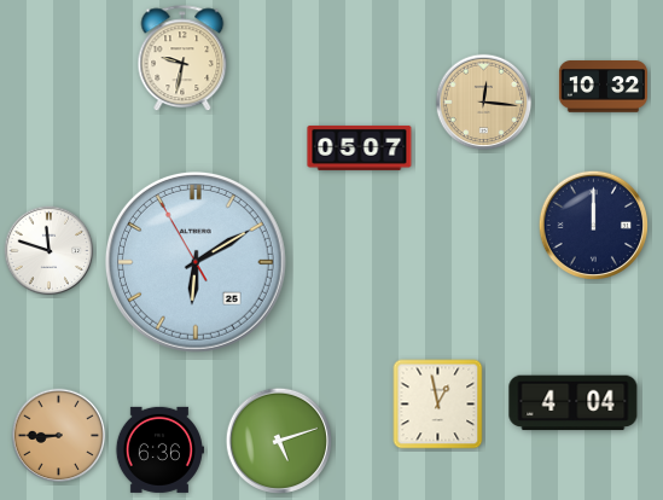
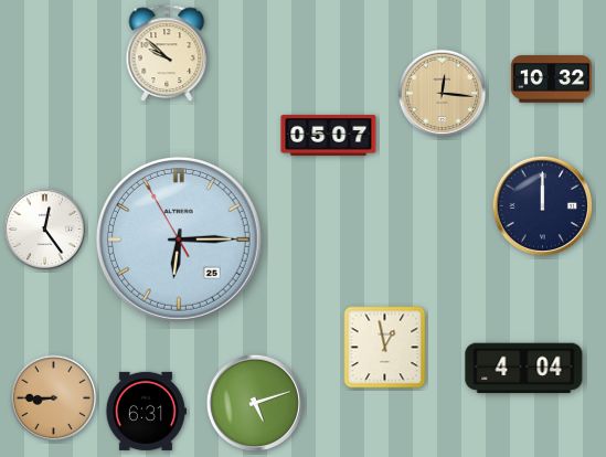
clock at (182, 59): 9:32 -> 9:52
clock at (50, 251): 11:48 -> 12:24
clock at (196, 262): 6:09 -> 6:14
clock at (438, 405) position: (438, 405) -> (385, 348)
clock at (158, 449): 6:36 -> 6:31
